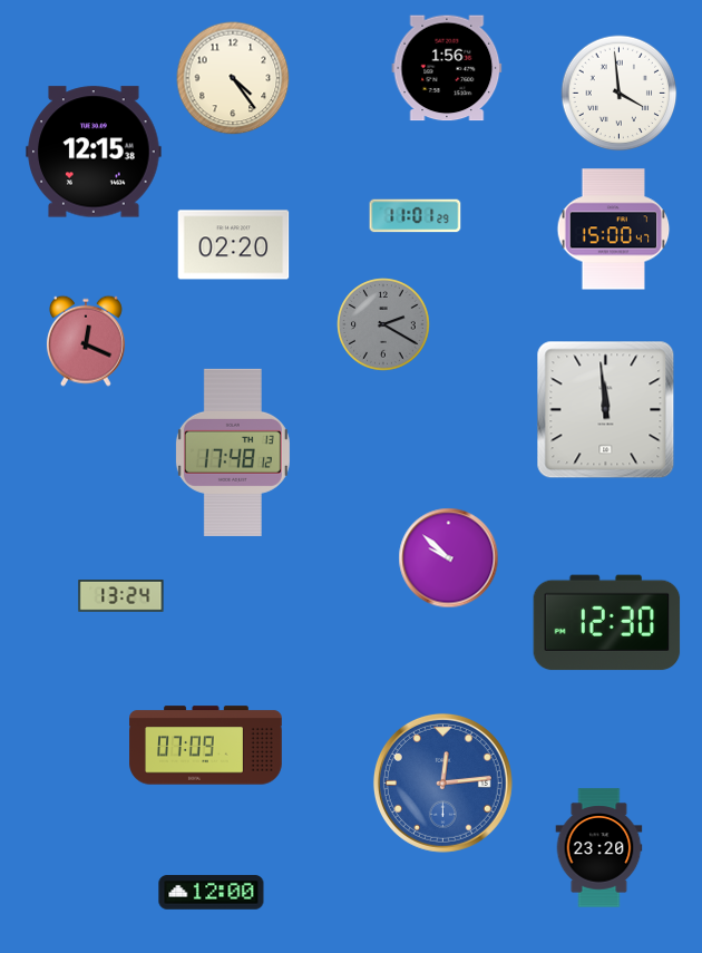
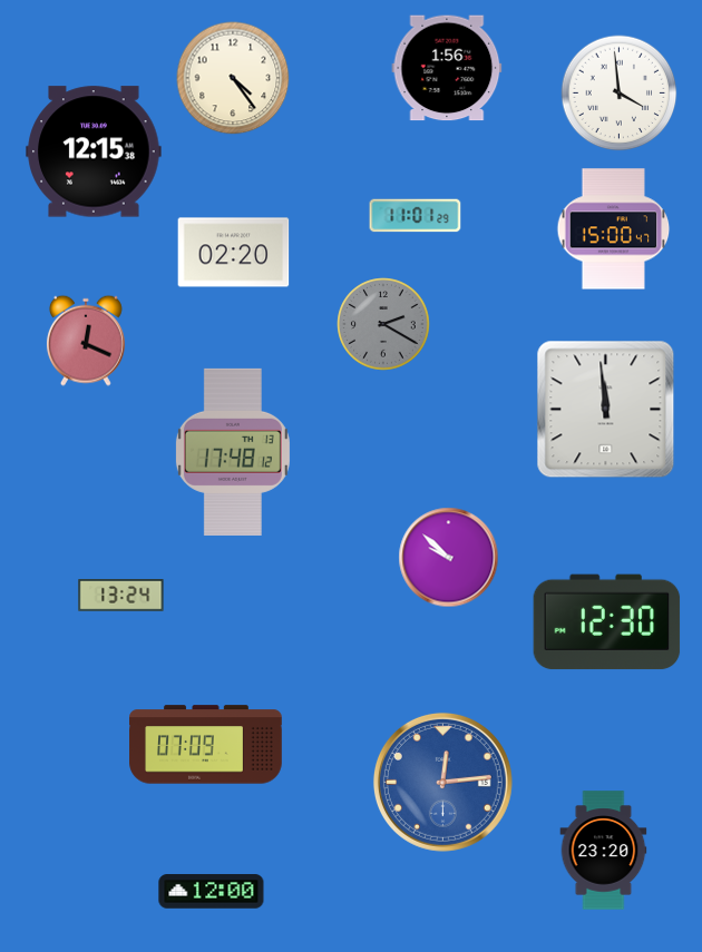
clock at (234, 245) position: (234, 245) -> (234, 253)
clock at (599, 848) position: (599, 848) -> (604, 851)
